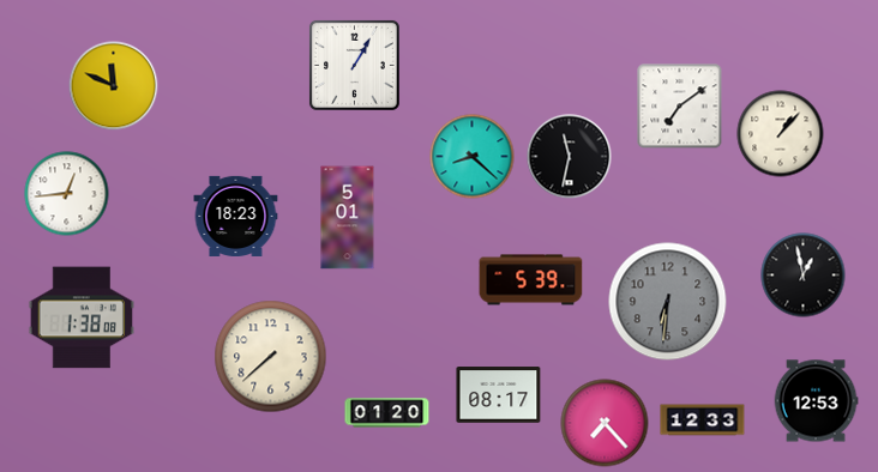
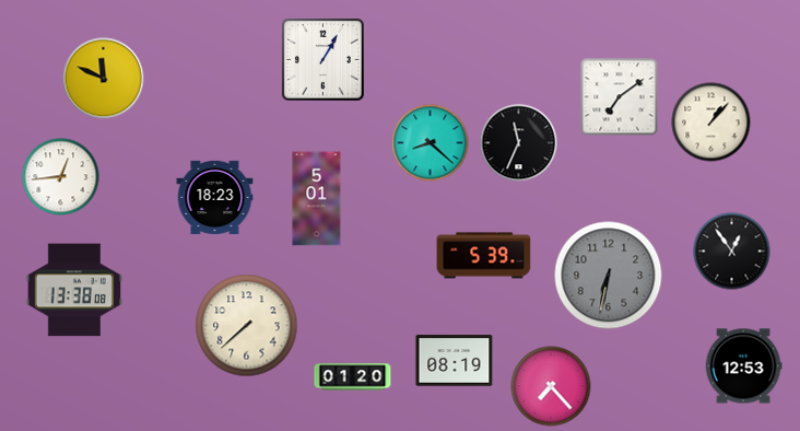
clock at (570, 157): 11:32 -> 11:34
clock at (804, 276): 12:58 -> 12:54
clock at (668, 302): 6:31 -> 6:32
clock at (80, 317): 1:38 -> 13:38
clock at (499, 395): 08:17 -> 08:19
clock at (703, 420): 12:33 -> none
